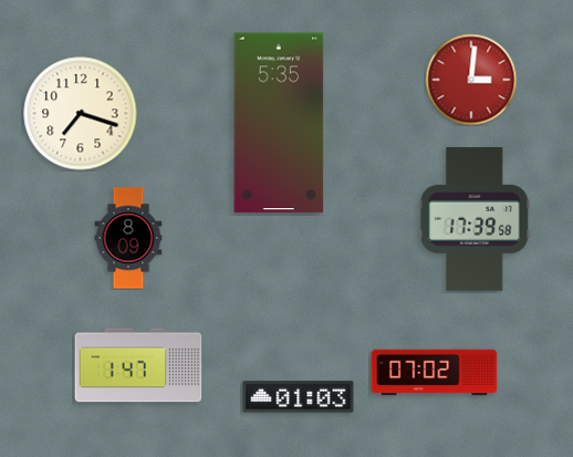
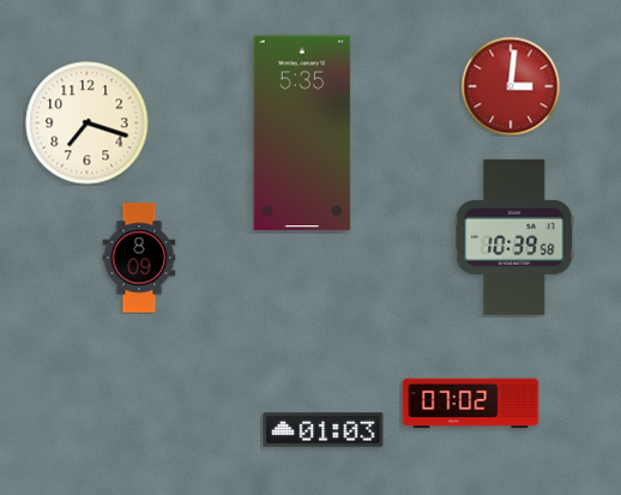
clock at (475, 219): 17:39 -> 10:39
clock at (138, 365): 1:47 -> none
